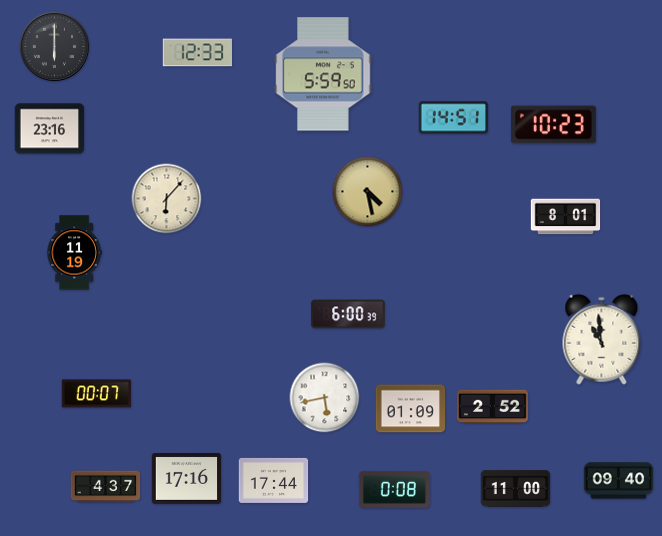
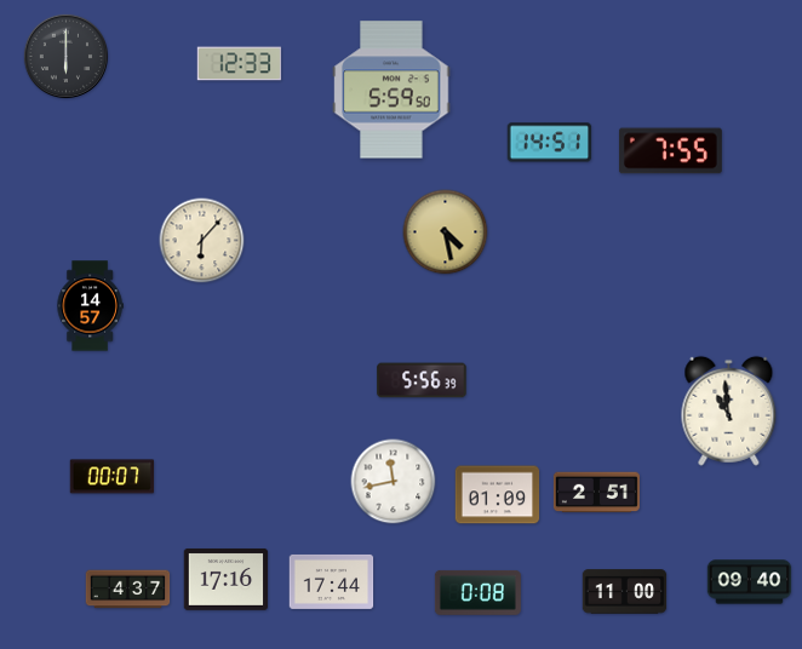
clock at (553, 125): 10:23 -> 7:55
clock at (50, 129): 23:16 -> none
clock at (566, 217): 8:01 -> none
clock at (74, 253): 11:19 -> 14:57
clock at (348, 314): 6:00 -> 5:56
clock at (97, 394) position: (97, 394) -> (113, 477)
clock at (325, 398): 5:43 -> 11:43
clock at (492, 407): 2:52 -> 2:51
